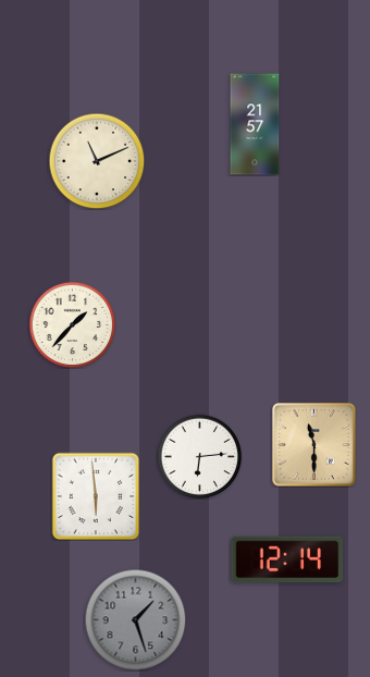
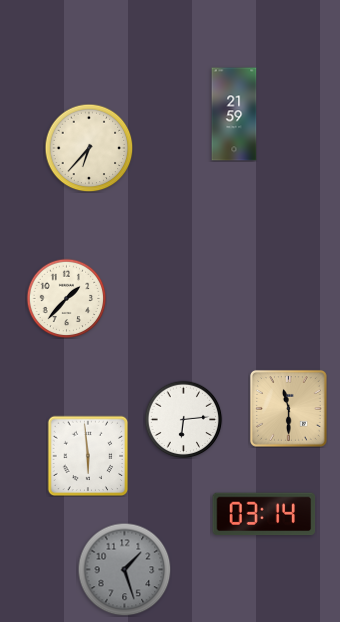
clock at (255, 124): 21:57 -> 21:59
clock at (97, 161): 11:11 -> 6:37
clock at (287, 559): 12:14 -> 03:14
